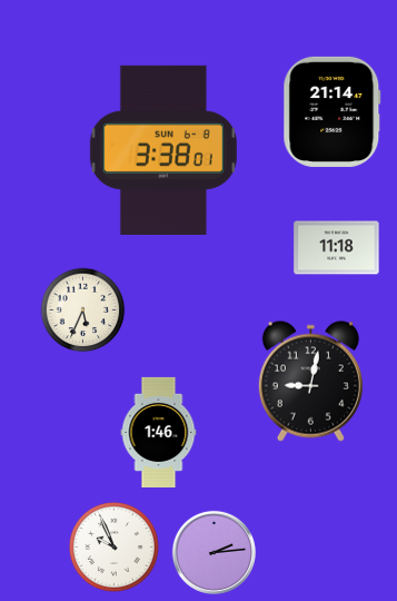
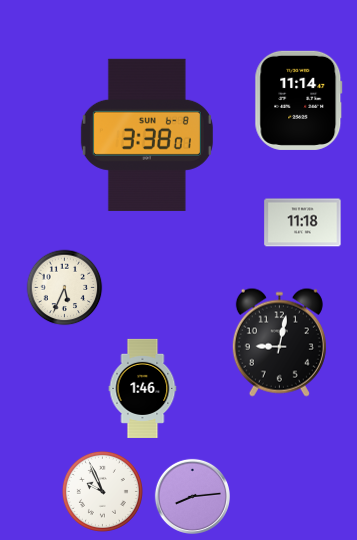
clock at (333, 111): 21:14 -> 11:14
clock at (83, 311) position: (83, 311) -> (65, 288)
clock at (214, 552): 2:14 -> 8:14
